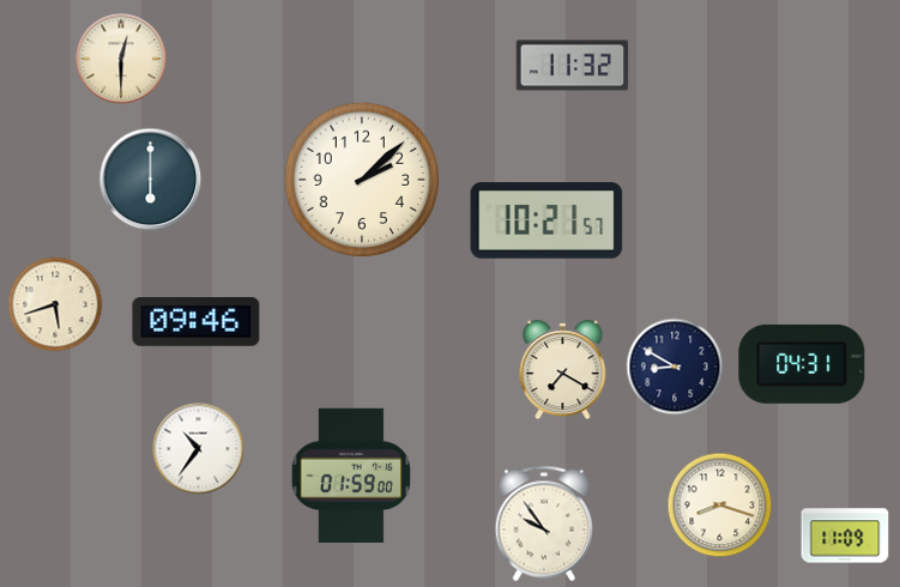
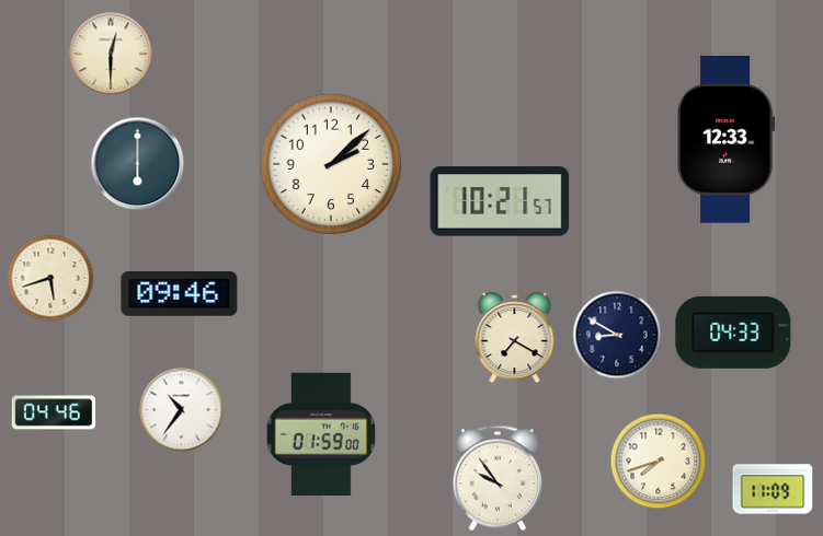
clock at (573, 66): 11:32 -> none
clock at (727, 140): none -> 12:33
clock at (802, 364): 04:31 -> 04:33
clock at (54, 412): none -> 04:46
clock at (720, 506): 8:18 -> 7:42
